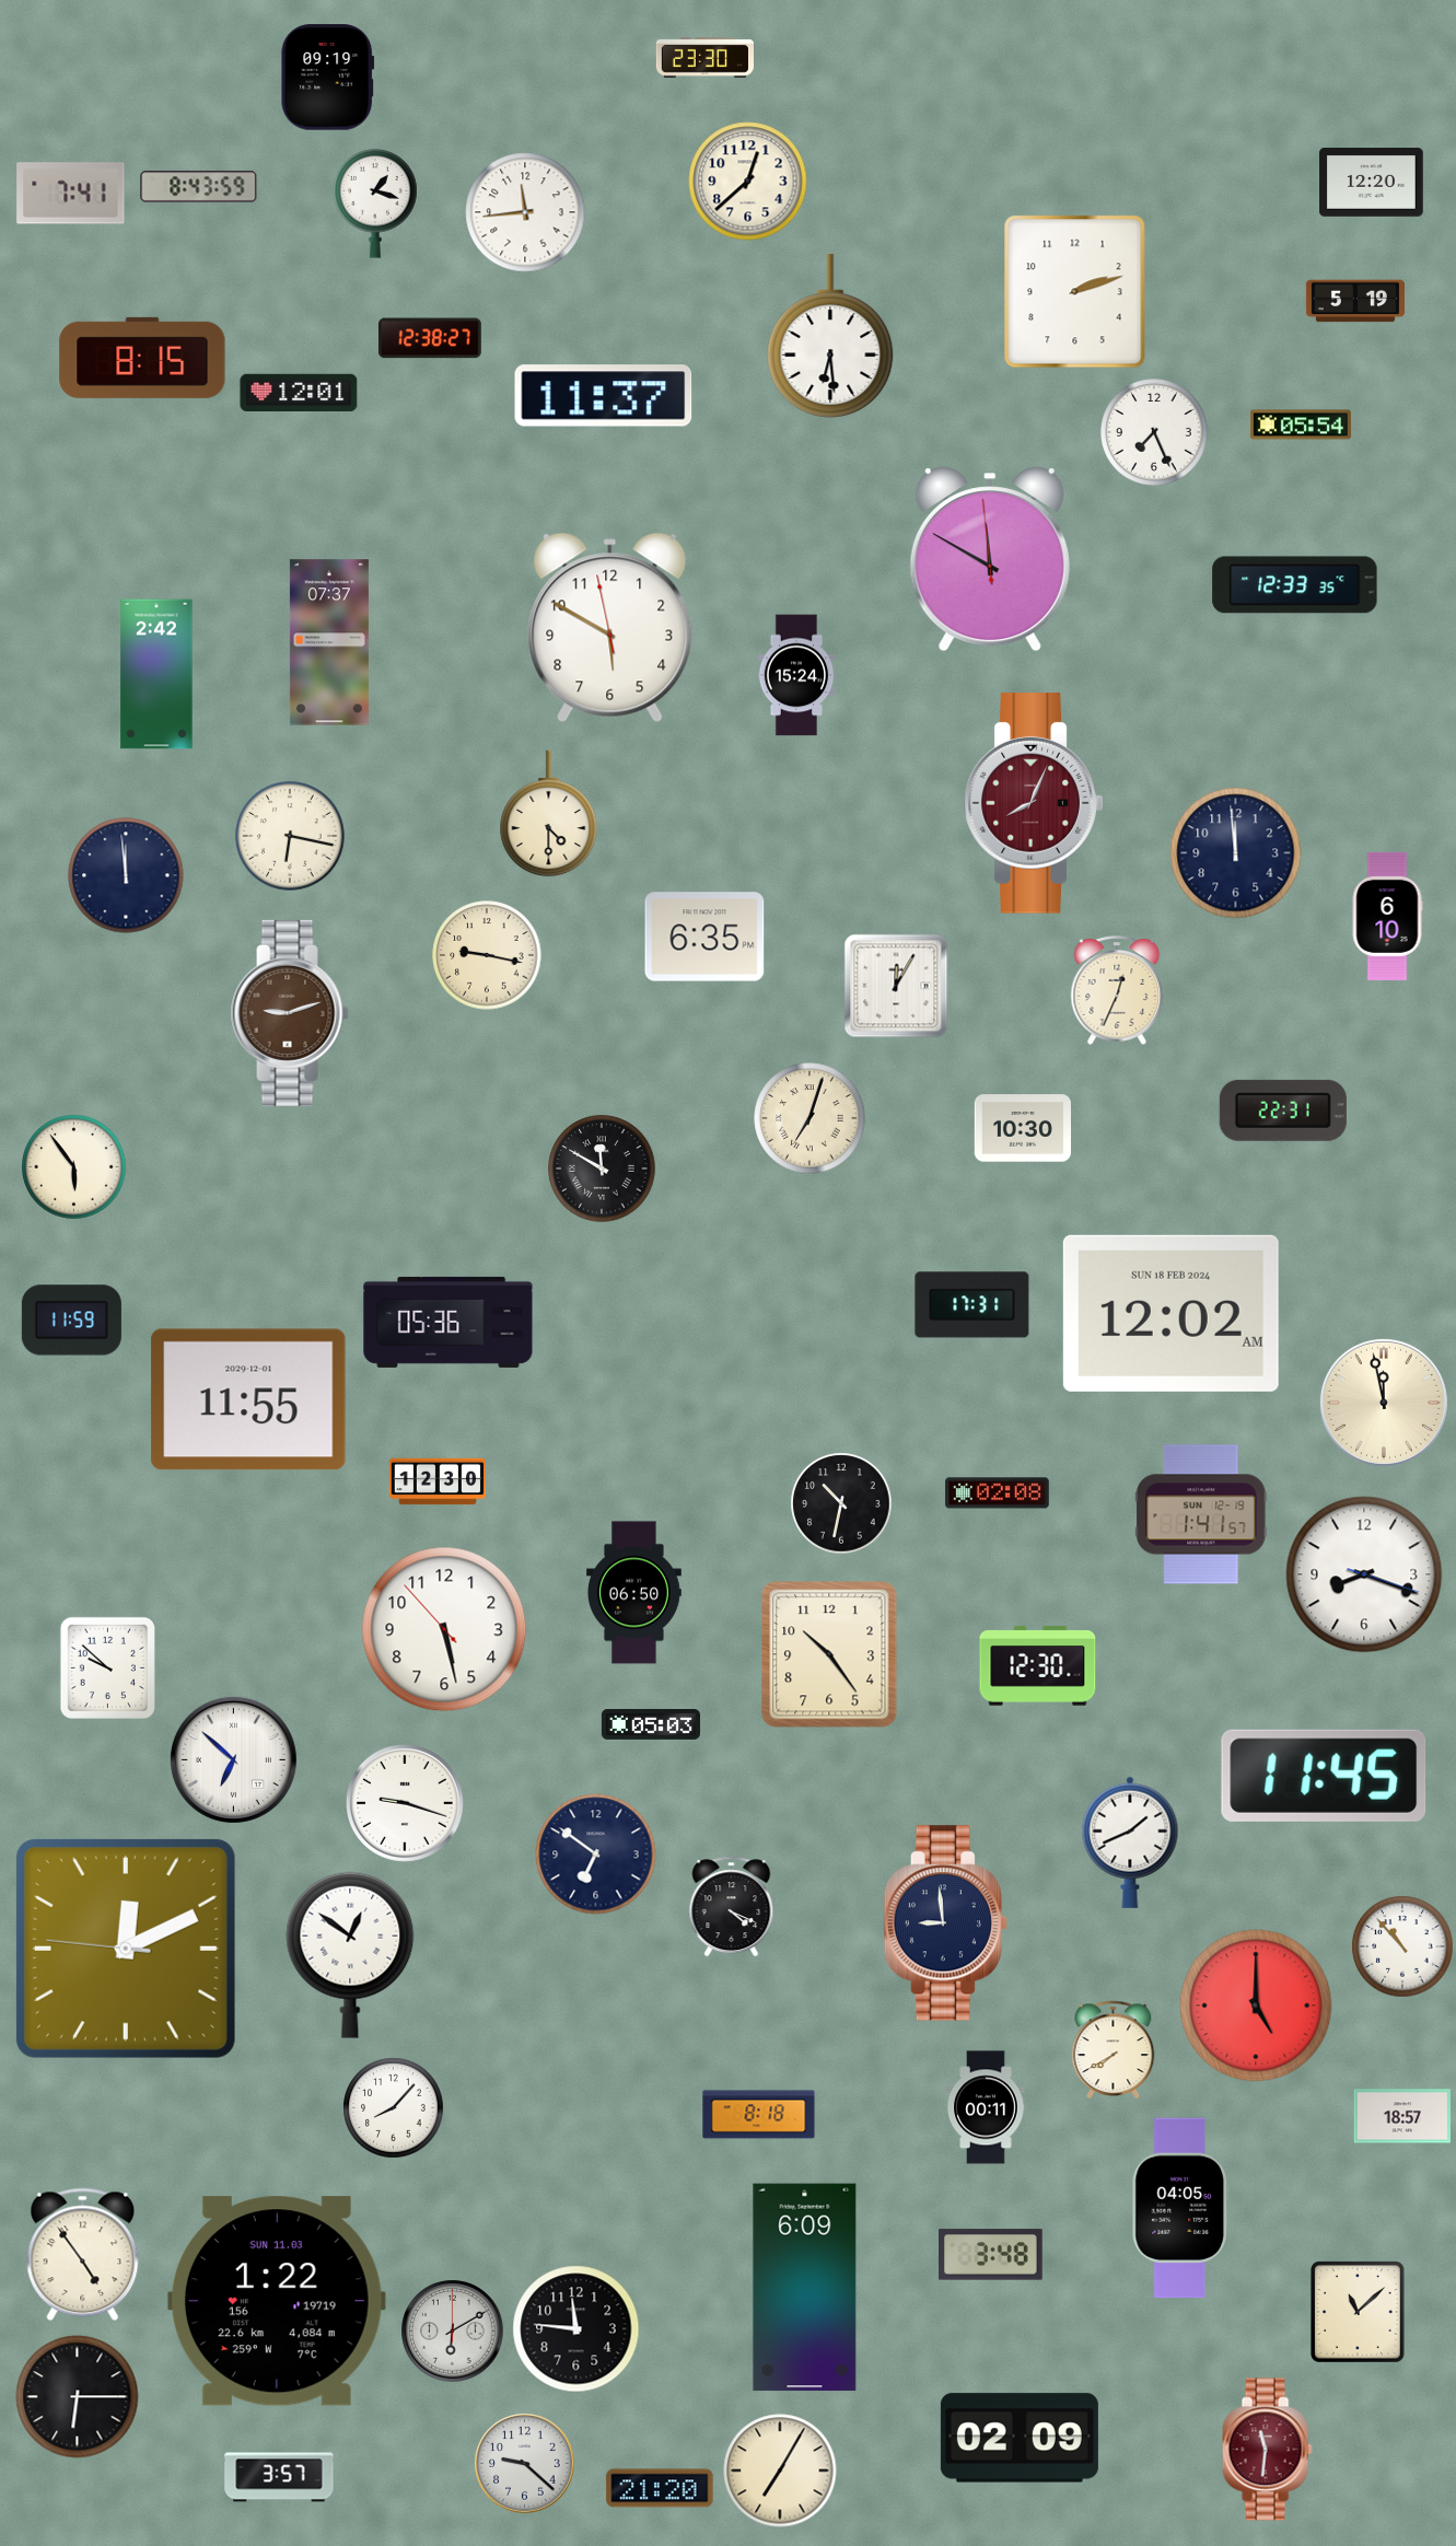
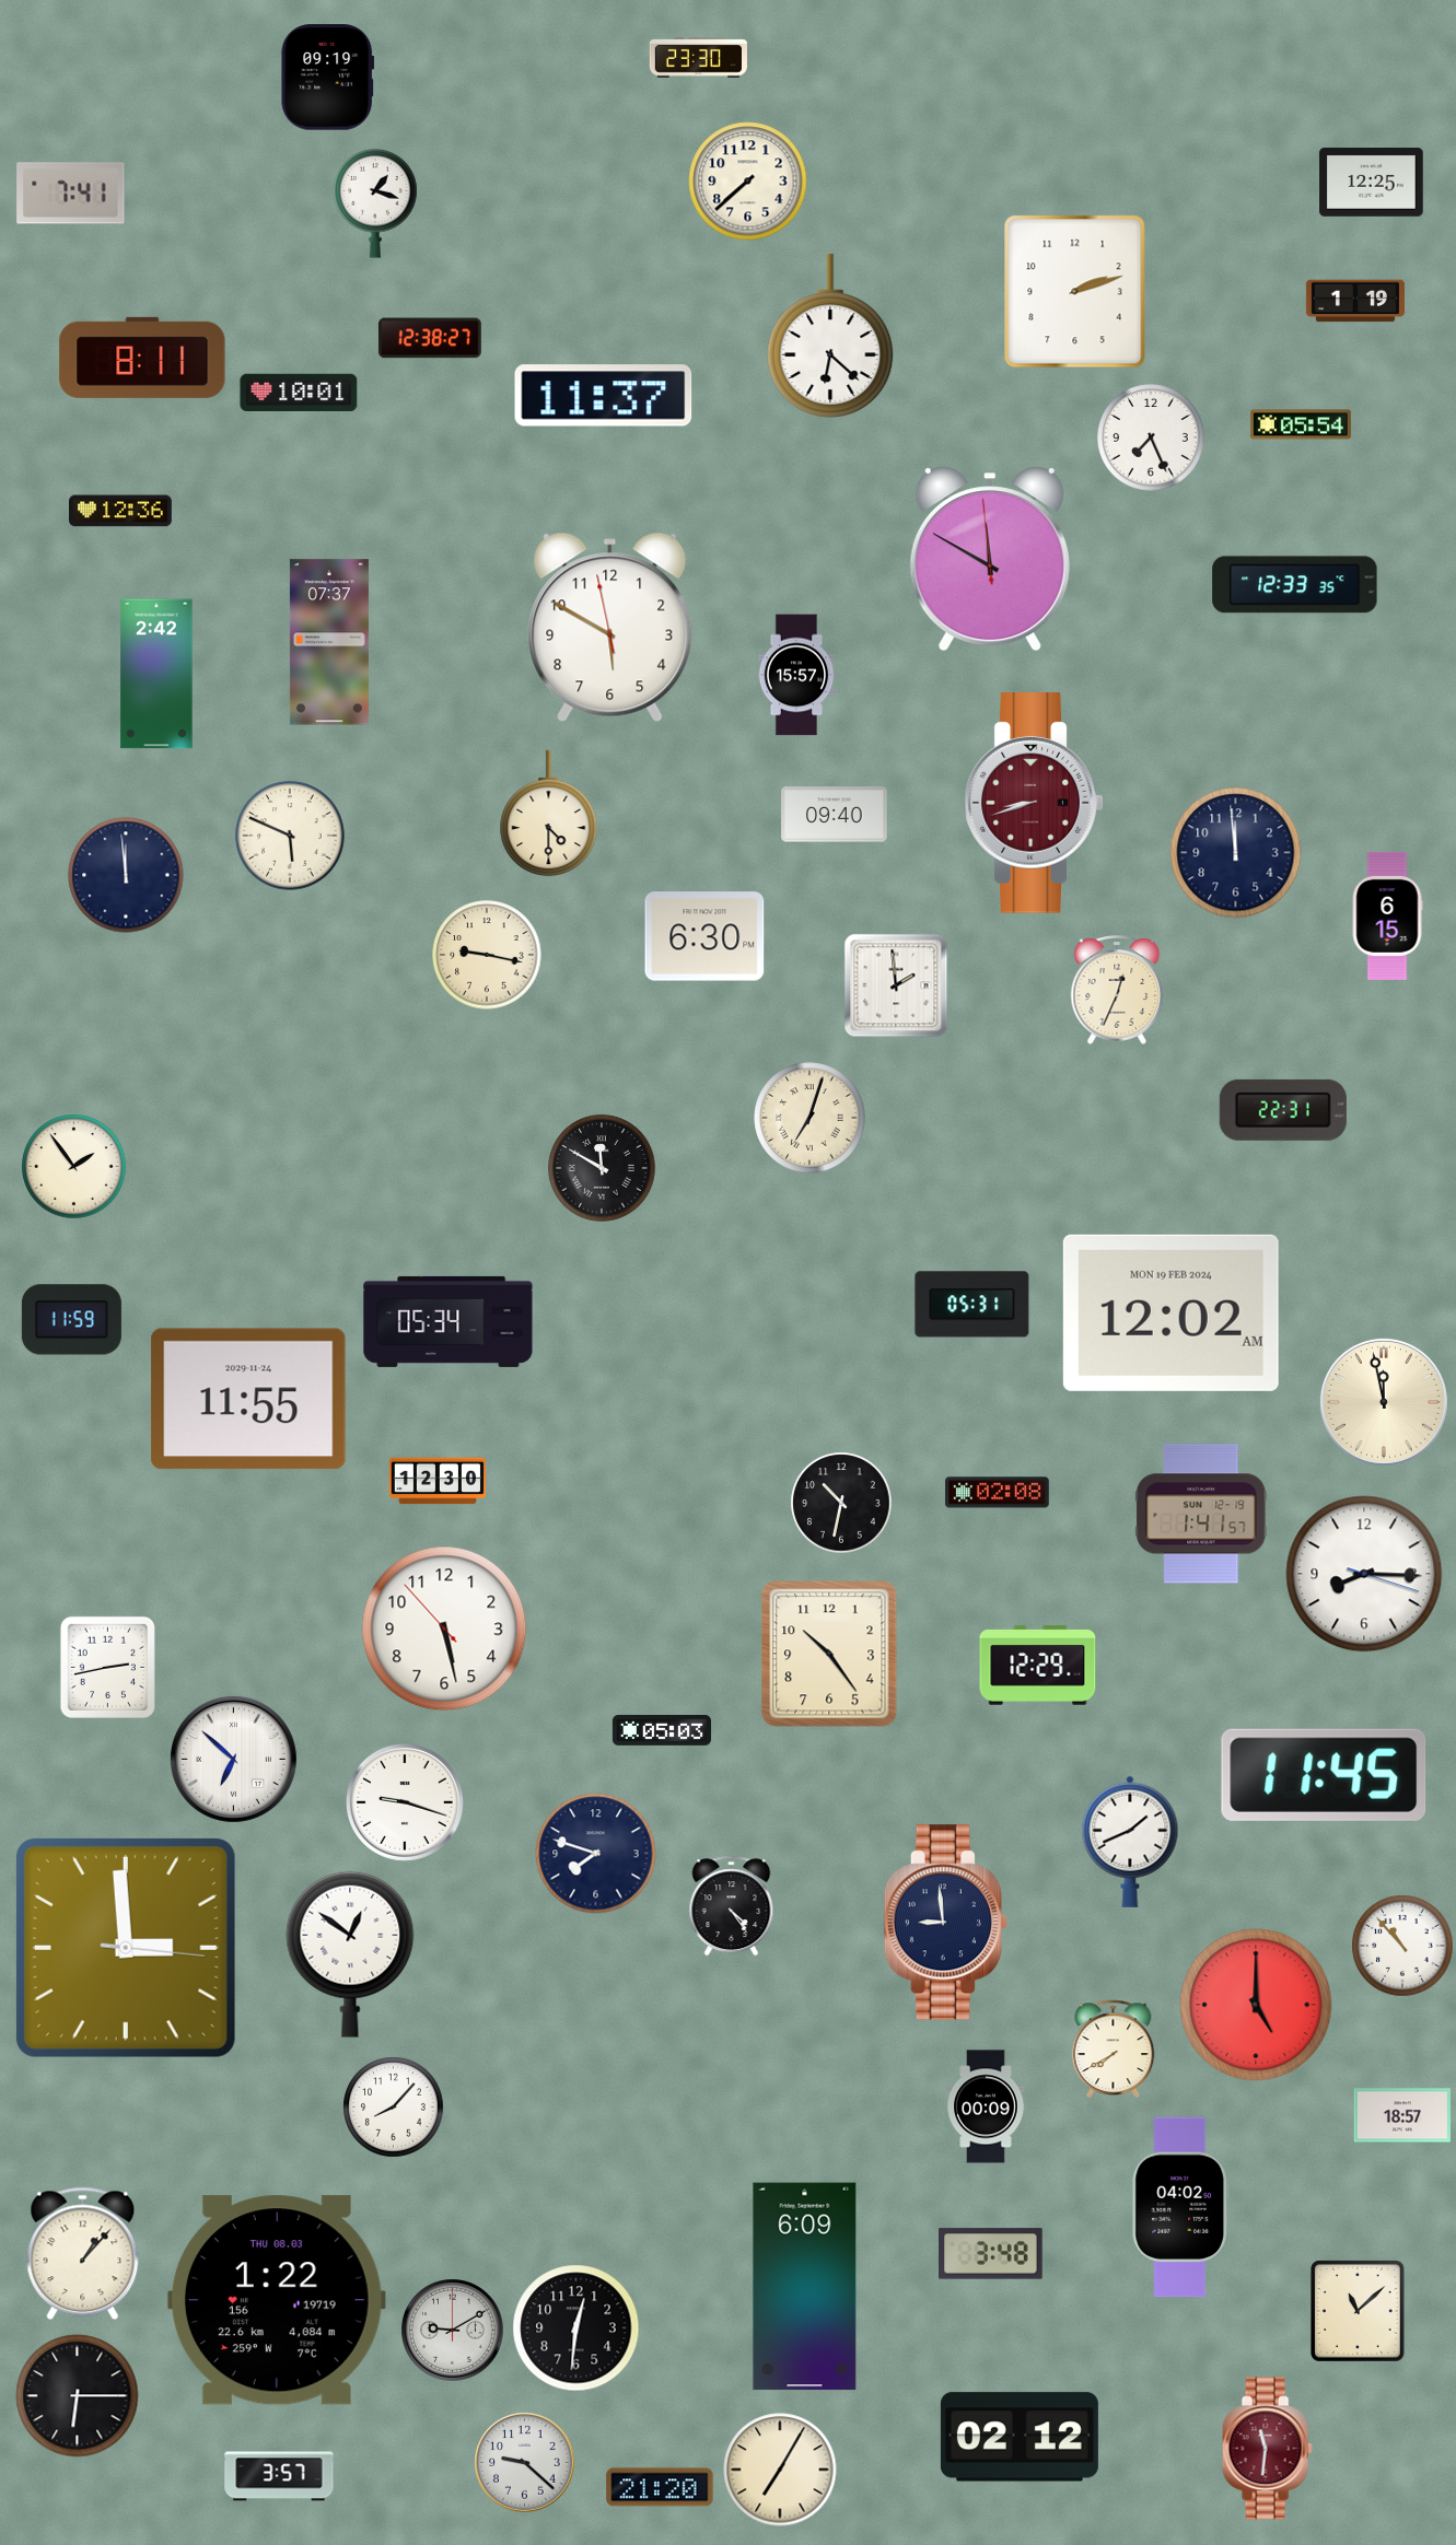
clock at (704, 58) position: (704, 58) -> (698, 58)
clock at (748, 182): 12:38 -> 7:38
clock at (1372, 183): 12:20 -> 12:25
clock at (199, 187): 8:43 -> none
clock at (525, 212): 11:44 -> none
clock at (1355, 301): 5:19 -> 1:19
clock at (830, 336): 6:29 -> 6:22
clock at (142, 358): 8:15 -> 8:11
clock at (299, 392): 12:01 -> 10:01
clock at (1154, 432) position: (1154, 432) -> (1151, 437)
clock at (121, 511): none -> 12:36
clock at (796, 675): 15:24 -> 15:57
clock at (1034, 803): 8:04 -> 8:42
clock at (835, 815): none -> 09:40
clock at (290, 836): 6:17 -> 5:49
clock at (1387, 916): 6:10 -> 6:15
clock at (704, 937): 6:35 -> 6:30
clock at (896, 986): 12:05 -> 1:59
clock at (290, 1013): 9:12 -> none
clock at (1022, 1128): 10:30 -> none
clock at (74, 1167): 5:54 -> 1:54
clock at (972, 1305): 17:31 -> 05:31
clock at (1170, 1313) date: SUN 18 FEB 2024 -> MON 19 FEB 2024
clock at (449, 1322): 05:36 -> 05:34
clock at (248, 1399) date: 2029-12-01 -> 2029-11-24
clock at (1364, 1574): 8:18 -> 8:15
clock at (633, 1593): 06:50 -> none
clock at (1038, 1666): 12:30 -> 12:29
clock at (107, 1667): 9:52 -> 2:43
clock at (651, 1725) position: (651, 1725) -> (662, 1731)
clock at (596, 1855): 6:51 -> 7:48
clock at (732, 1907): 4:19 -> 4:24
clock at (126, 1949): 12:10 -> 2:59
clock at (986, 2107): 00:11 -> 00:09
clock at (759, 2115): 8:18 -> none
clock at (1180, 2208): 04:05 -> 04:02
clock at (83, 2255): 4:54 -> 1:07
clock at (277, 2301) date: SUN 11.03 -> THU 08.03
clock at (576, 2329): 11:46 -> 12:31
clock at (453, 2332): 6:10 -> 9:10
clock at (1020, 2438): 02:09 -> 02:12
